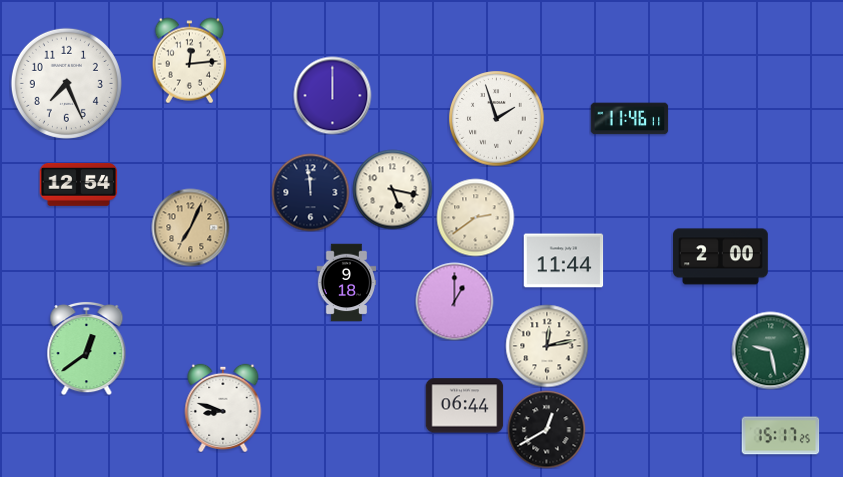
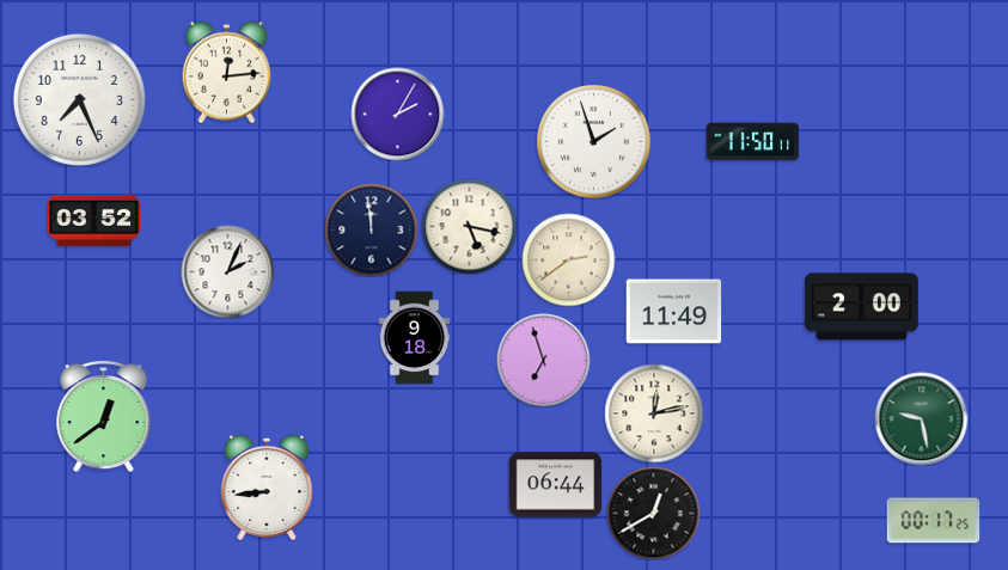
clock at (332, 95): 12:00 -> 2:05
clock at (629, 119): 11:46 -> 11:50
clock at (78, 184): 12:54 -> 03:52
clock at (190, 227): 7:04 -> 2:04
clock at (190, 227) dial: champagne -> white
clock at (563, 261): 11:44 -> 11:49
clock at (454, 301): 1:00 -> 6:57
clock at (223, 407): 8:48 -> 8:44
clock at (780, 436): 15:17 -> 00:17
